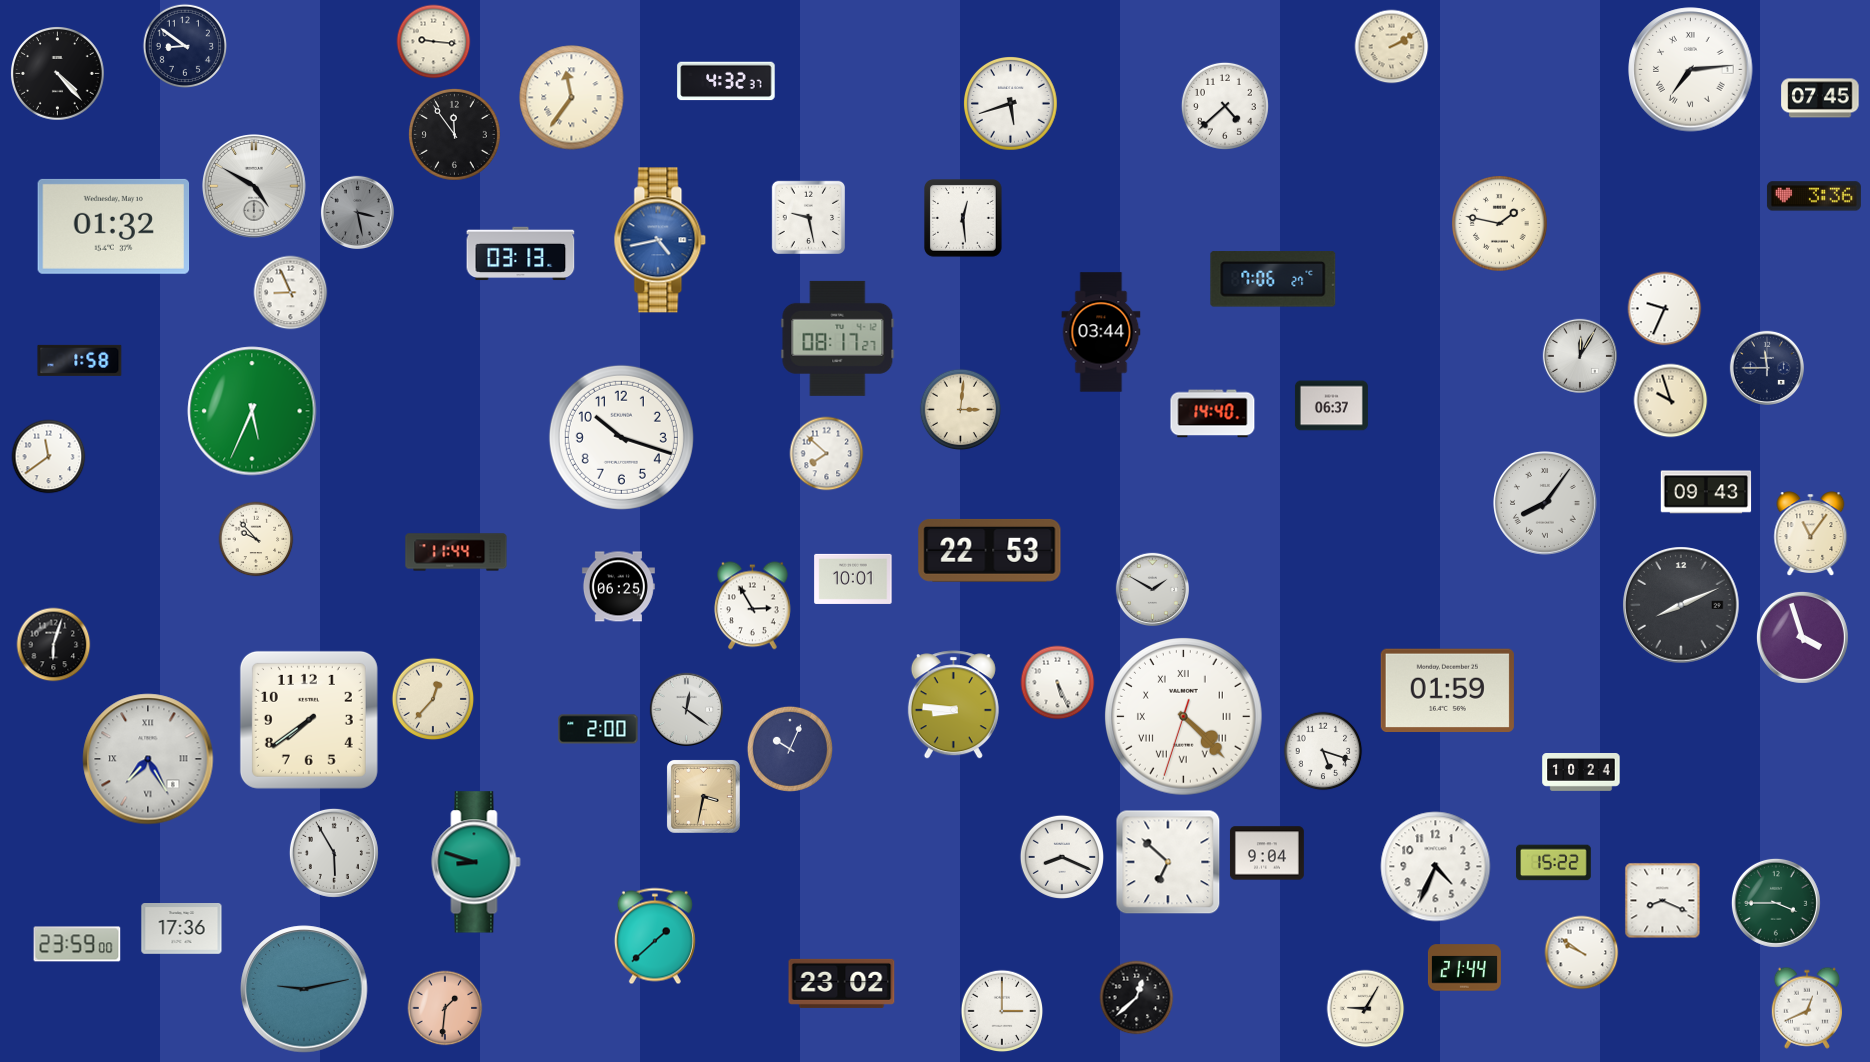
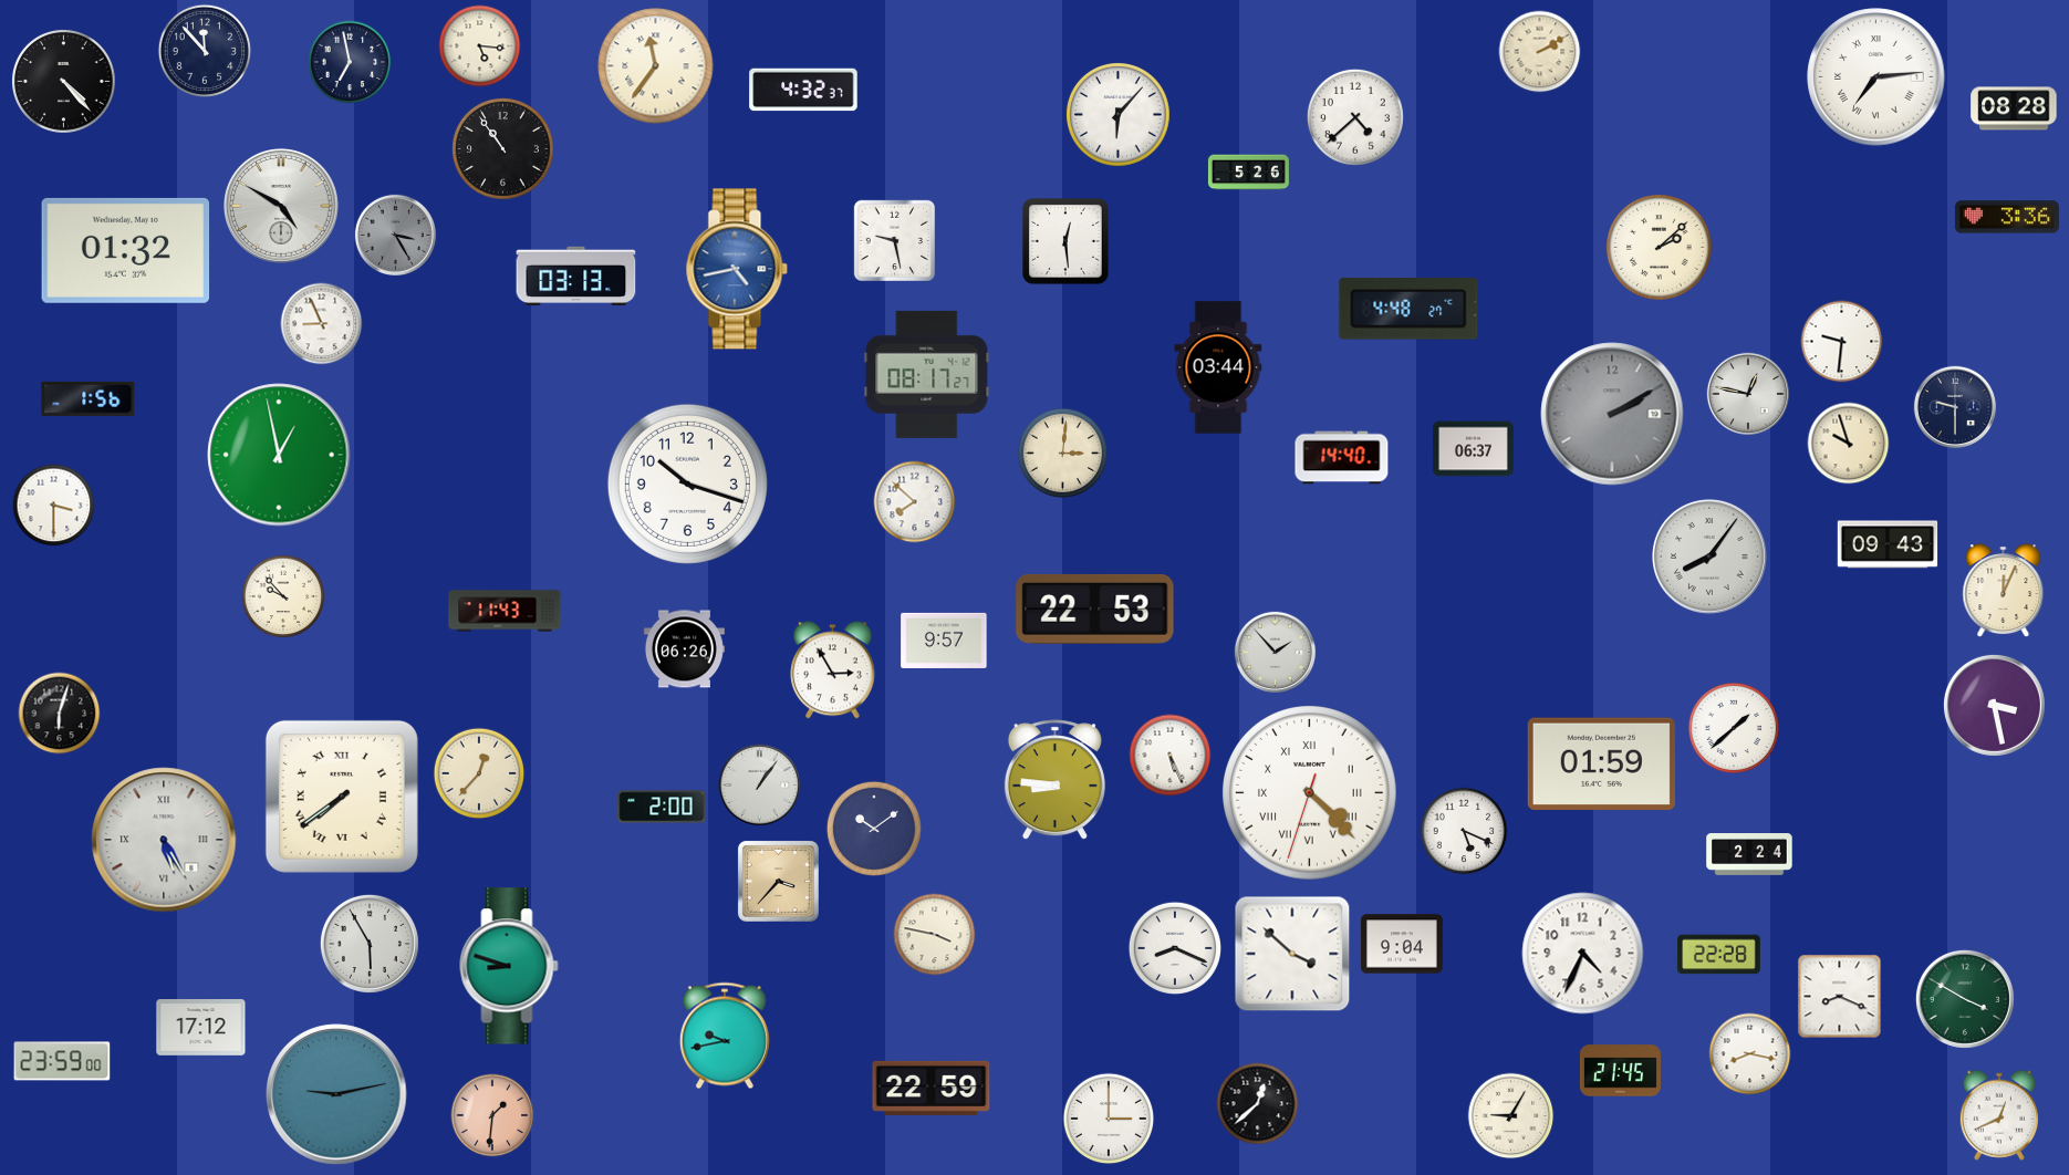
clock at (434, 42): 9:16 -> 5:16
clock at (184, 45): 8:51 -> 11:53
clock at (350, 62): none -> 6:58
clock at (1691, 70) position: (1691, 70) -> (1876, 77)
clock at (572, 98) position: (572, 98) -> (656, 66)
clock at (1820, 98): 07:45 -> 08:28
clock at (1011, 104): 5:42 -> 6:07
clock at (454, 134): 11:54 -> 10:54
clock at (1248, 173): none -> 5:26
clock at (357, 212): 3:28 -> 3:25
clock at (1500, 224): 1:47 -> 2:08
clock at (660, 240) position: (660, 240) -> (737, 269)
clock at (521, 254) position: (521, 254) -> (576, 277)
clock at (1273, 279): 7:06 -> 4:48
clock at (1665, 309): 9:34 -> 9:31
clock at (1580, 356): 12:05 -> 12:47
clock at (80, 360): 1:58 -> 1:56
clock at (1767, 368): 11:45 -> 9:30
clock at (1612, 414): none -> 2:10
clock at (252, 411): 5:34 -> 12:58
clock at (49, 457): 11:39 -> 3:30
clock at (1811, 533): 11:06 -> 12:04
clock at (456, 552): 11:44 -> 11:43
clock at (853, 579): 10:01 -> 9:57
clock at (618, 587): 06:25 -> 06:26
clock at (1152, 589): 1:50 -> 1:53
clock at (1681, 605): 8:11 -> none
clock at (1802, 637): 3:57 -> 3:28
clock at (1734, 728): none -> 1:38
clock at (686, 709): 12:21 -> 1:06
clock at (309, 720) numerals: Arabic -> Roman
clock at (790, 749): 10:04 -> 10:09
clock at (1323, 751): 5:18 -> 5:19
clock at (148, 759): 7:25 -> 5:25
clock at (1581, 773): 10:24 -> 2:24
clock at (703, 796): 3:32 -> 3:37
clock at (935, 935): none -> 3:47
clock at (476, 862) position: (476, 862) -> (509, 966)
clock at (1168, 862): 6:52 -> 3:52
clock at (1554, 863): 15:22 -> 22:28
clock at (1436, 867) position: (1436, 867) -> (1583, 954)
clock at (1776, 903): 3:45 -> 3:50
clock at (182, 929): 17:36 -> 17:12
clock at (655, 936): 1:38 -> 9:43
clock at (77, 944) position: (77, 944) -> (62, 1061)
clock at (1582, 953): 9:51 -> 8:17
clock at (1464, 968): 21:44 -> 21:45
clock at (842, 983): 23:02 -> 22:59
